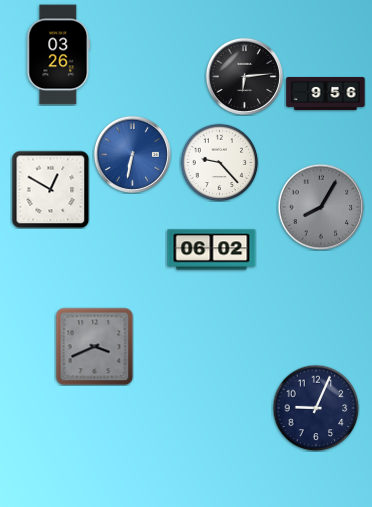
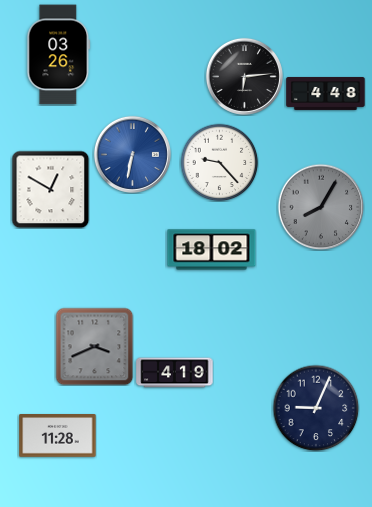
clock at (326, 93): 9:56 -> 4:48
clock at (212, 250): 06:02 -> 18:02
clock at (175, 373): none -> 4:19
clock at (58, 436): none -> 11:28
